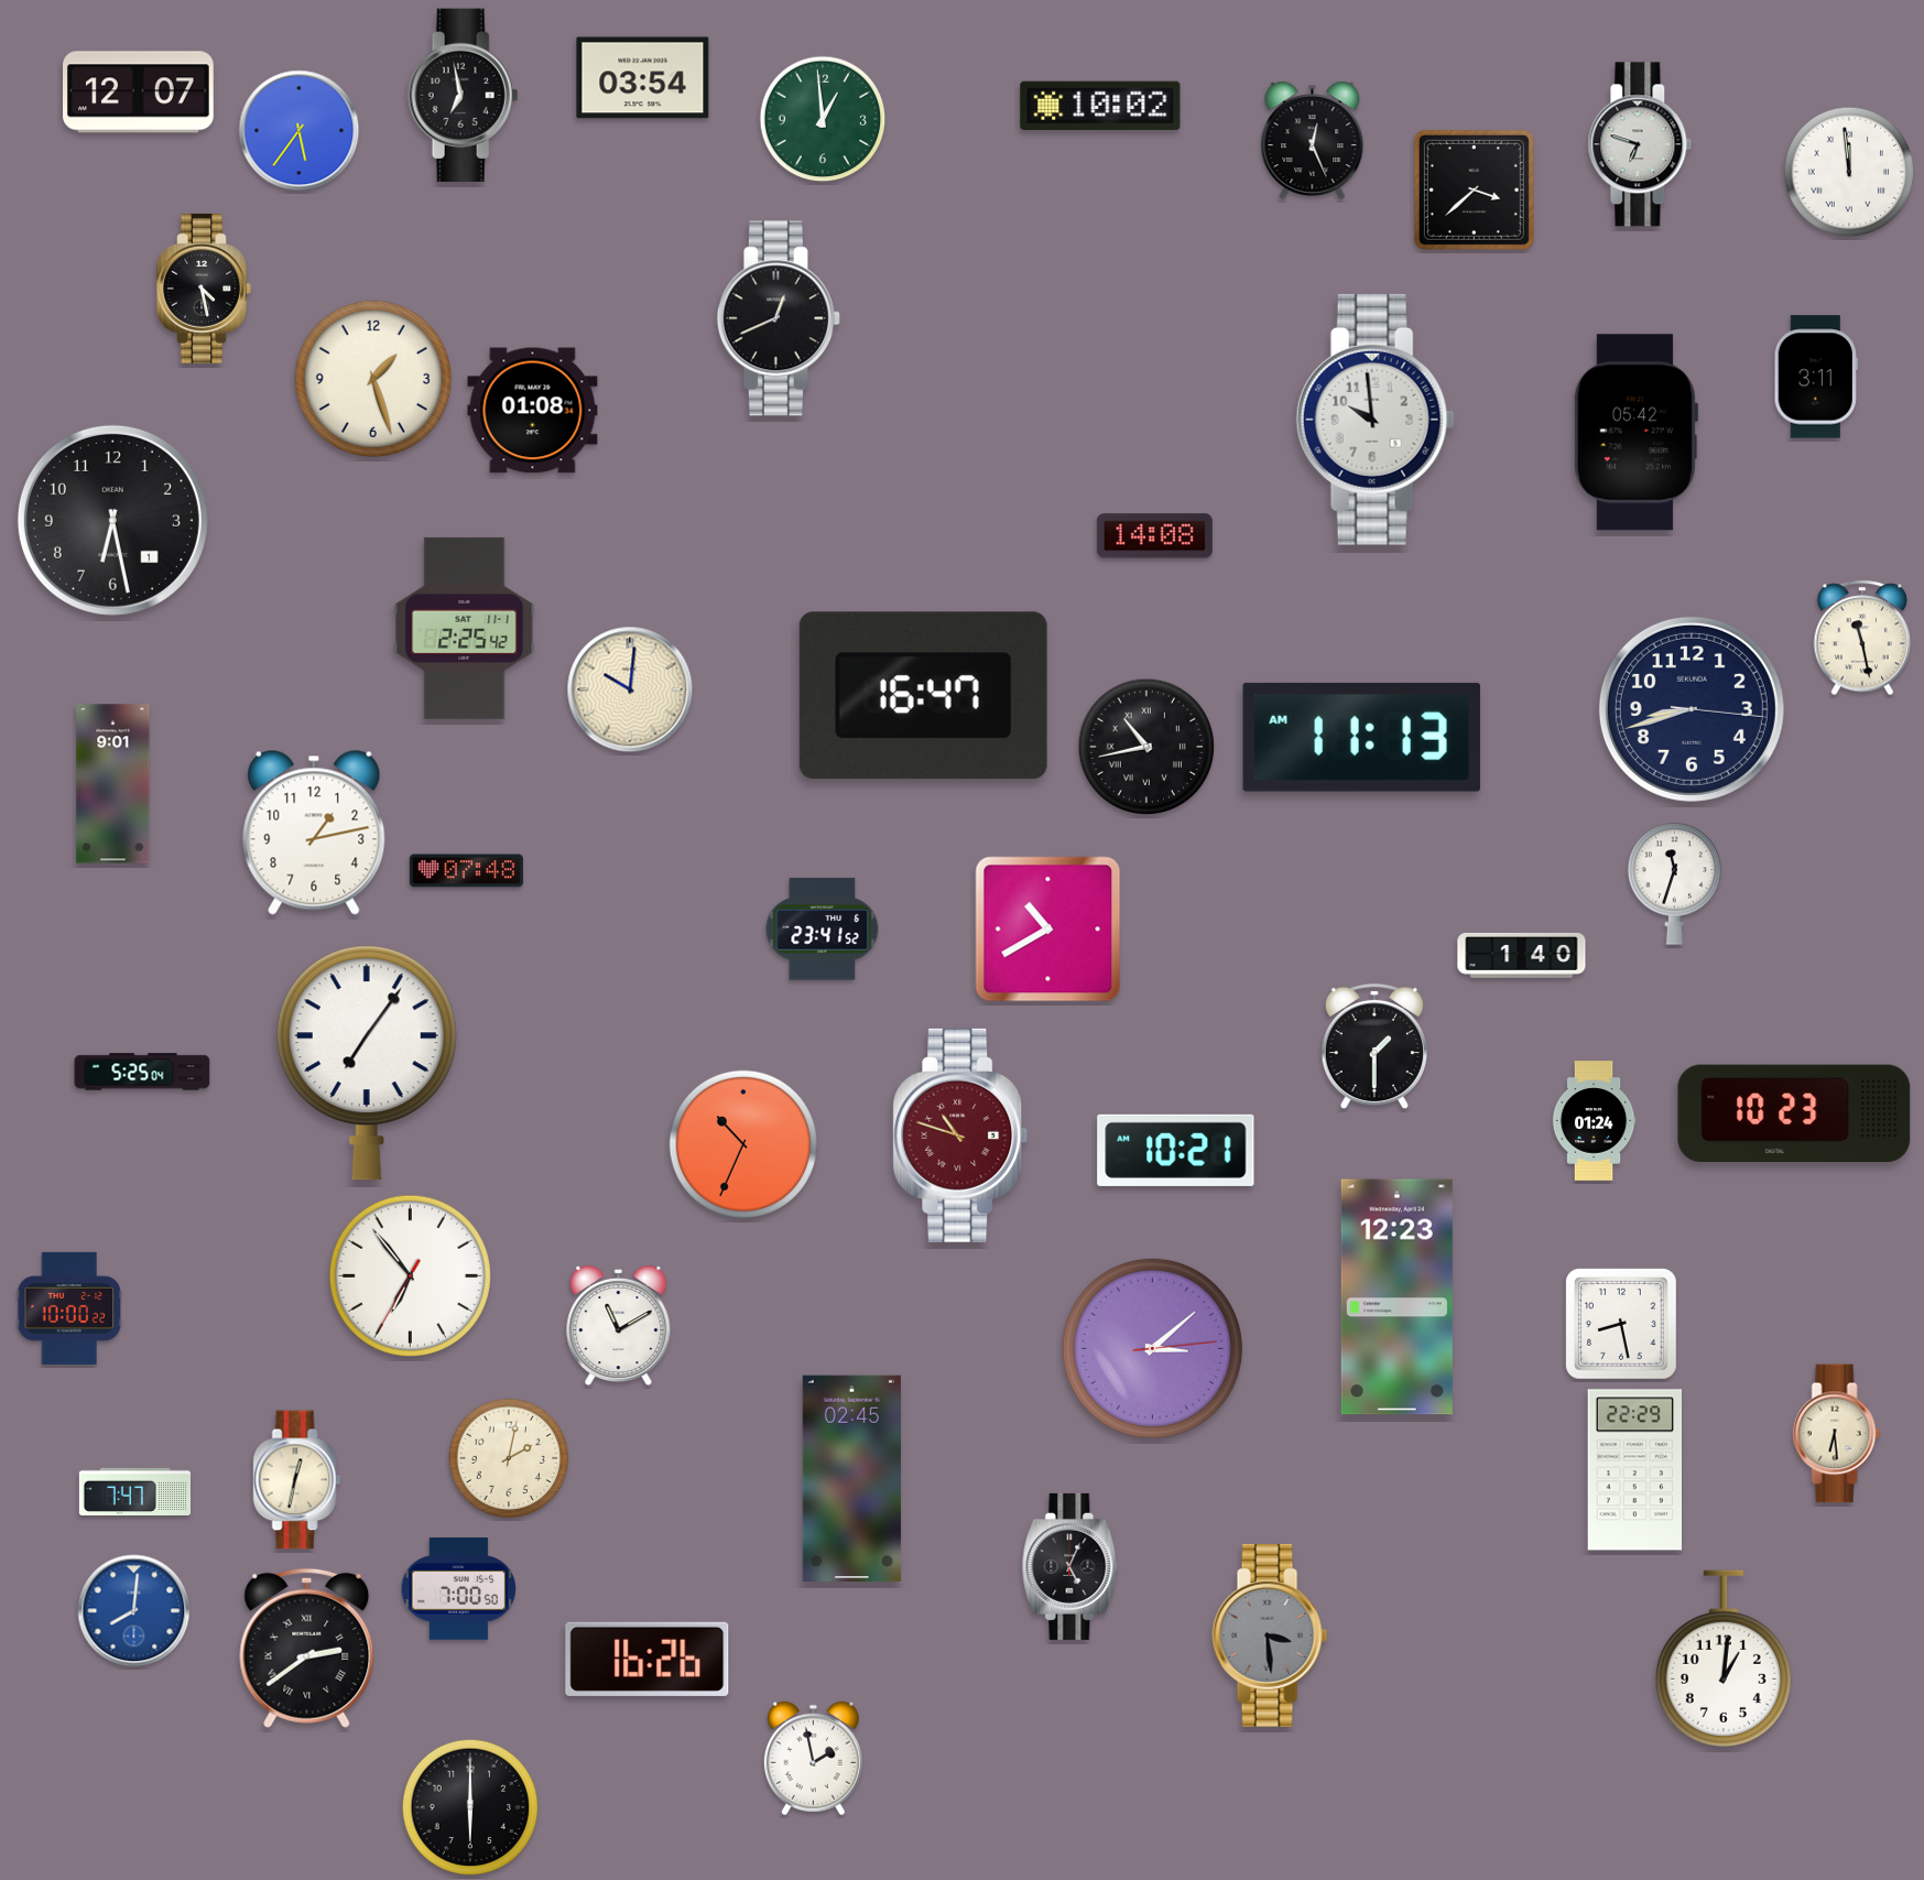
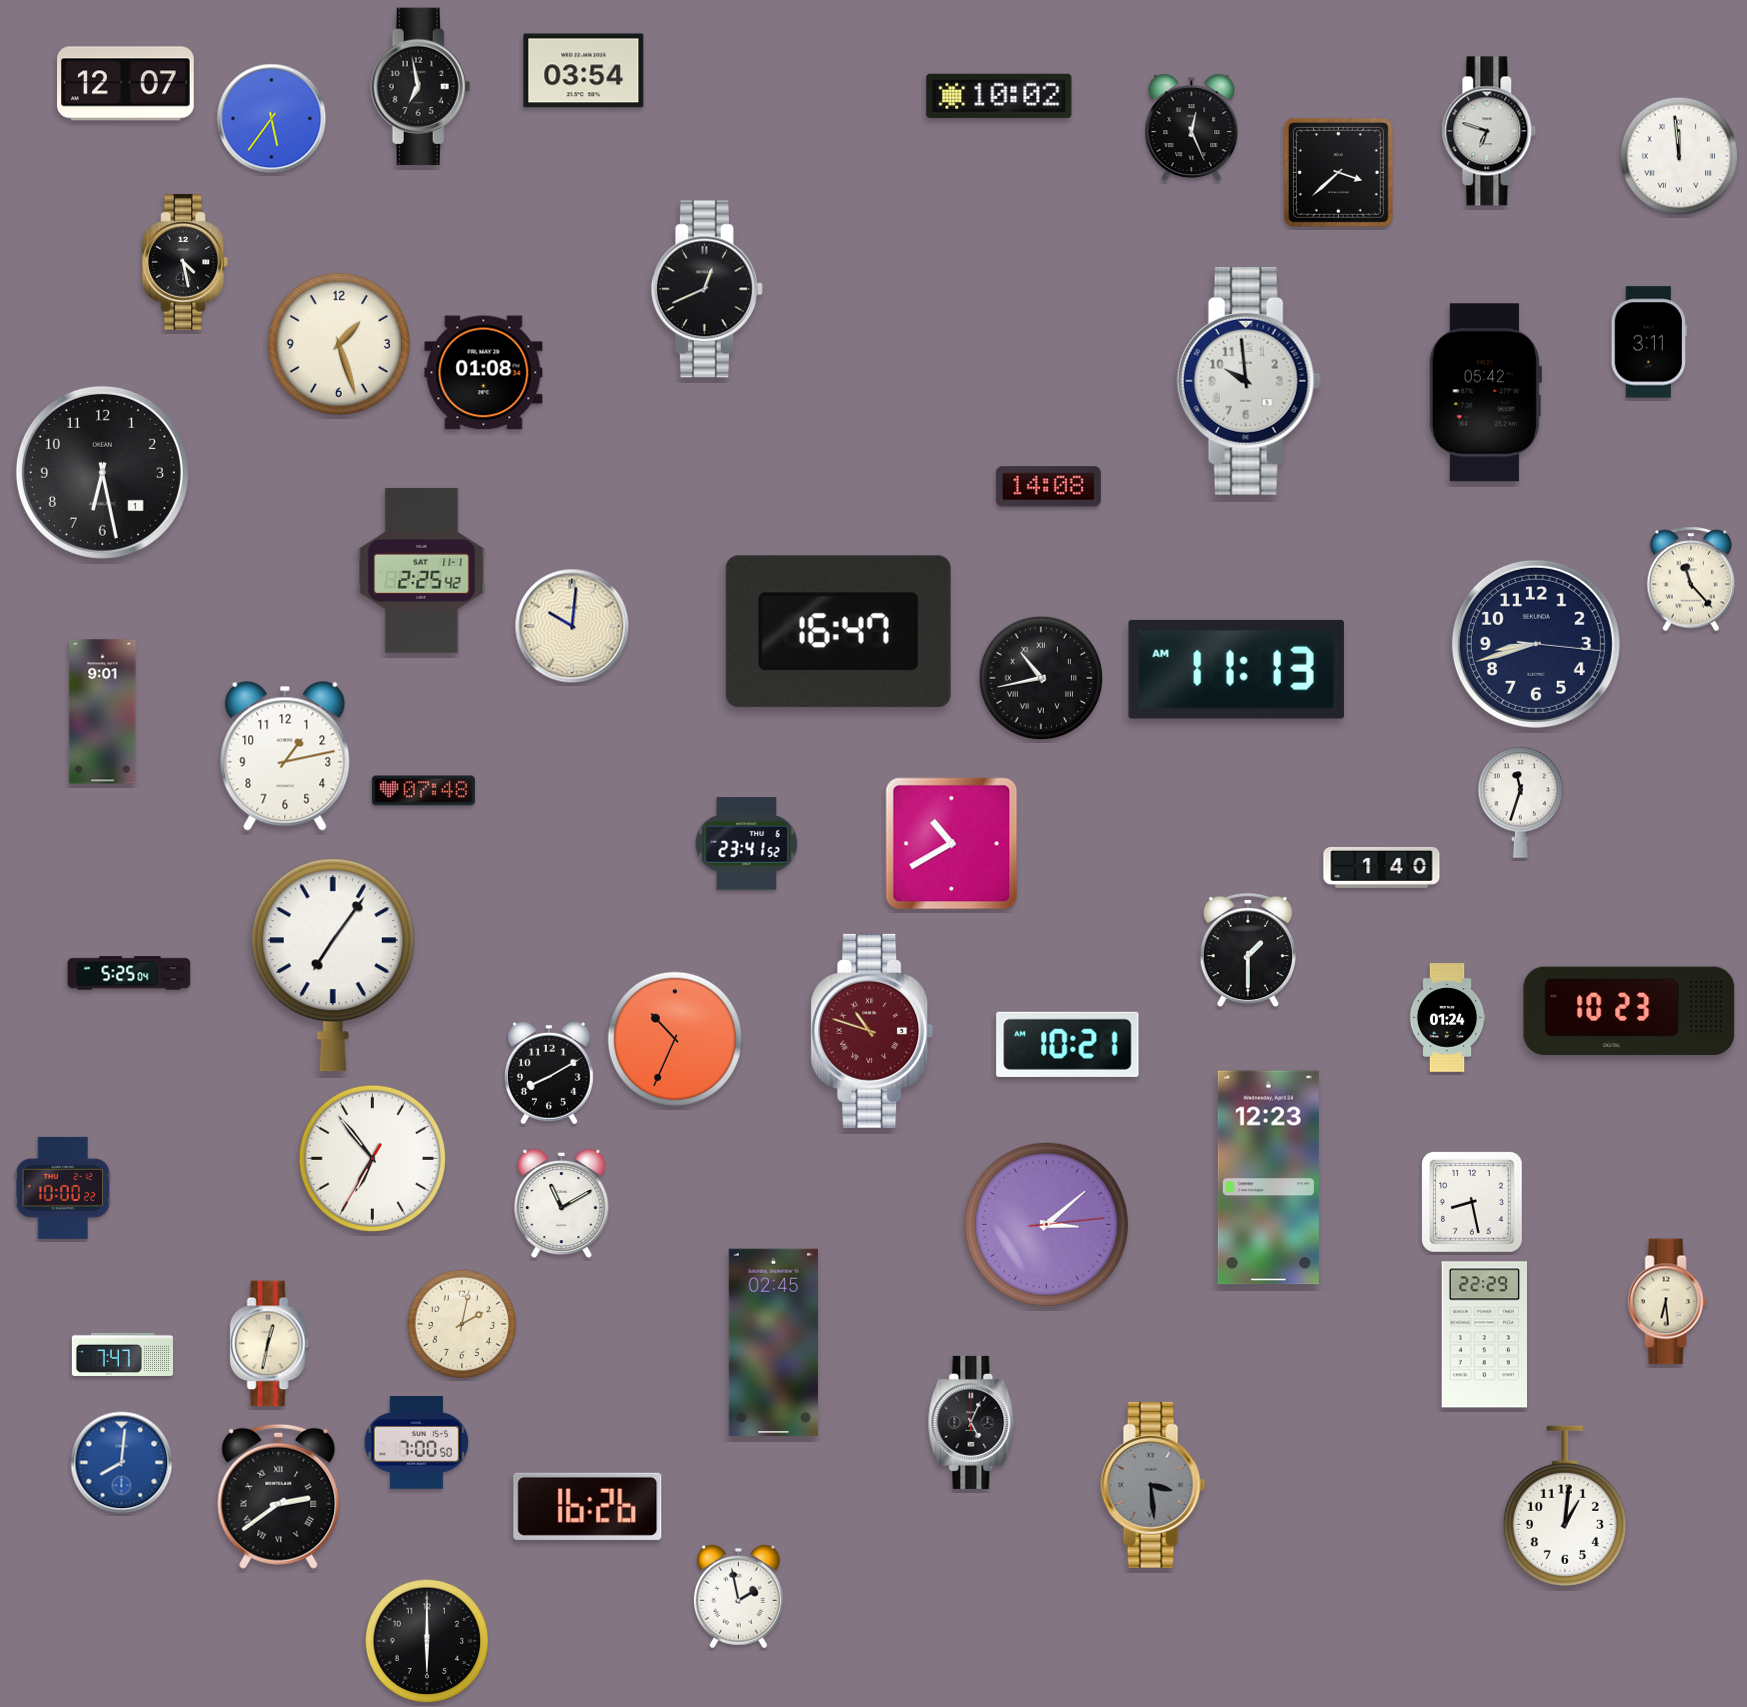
clock at (823, 119): 12:59 -> none
clock at (1861, 638): 11:28 -> 11:23
clock at (549, 1073): none -> 8:10
